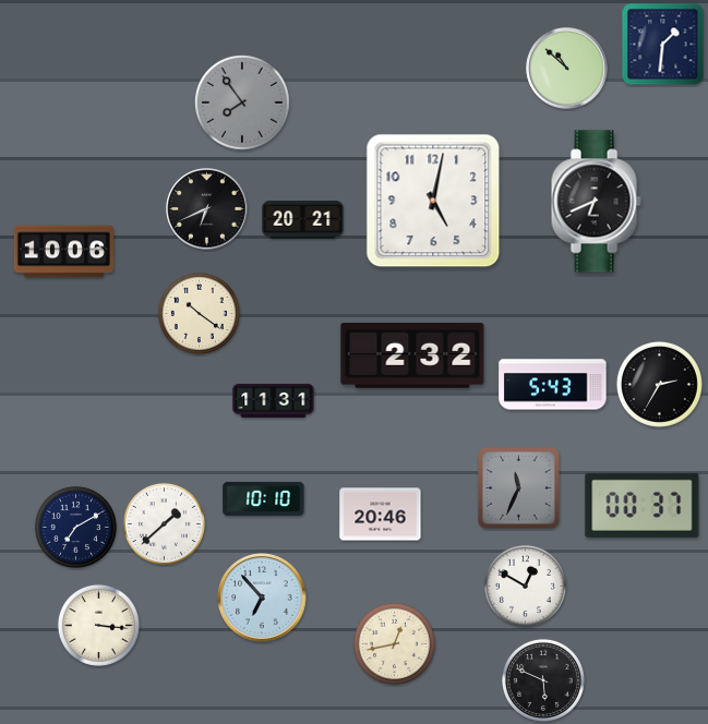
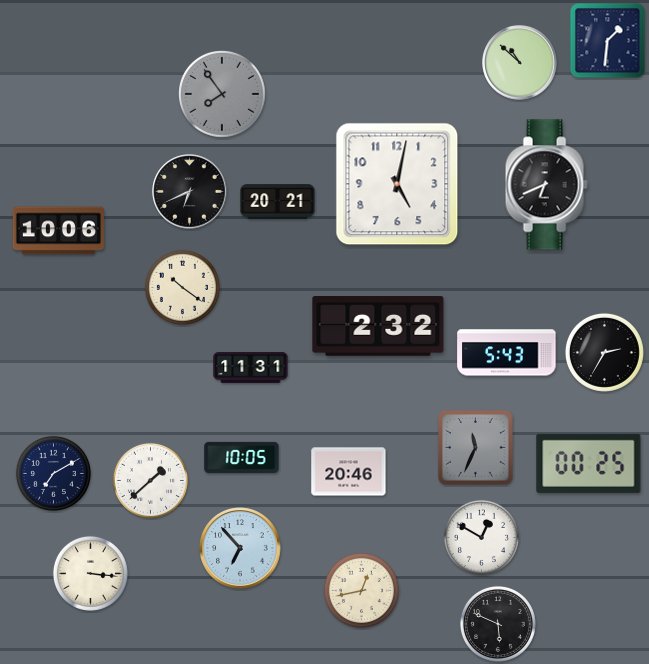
clock at (264, 498): 10:10 -> 10:05
clock at (643, 505): 00:37 -> 00:25
clock at (75, 527) position: (75, 527) -> (53, 473)
